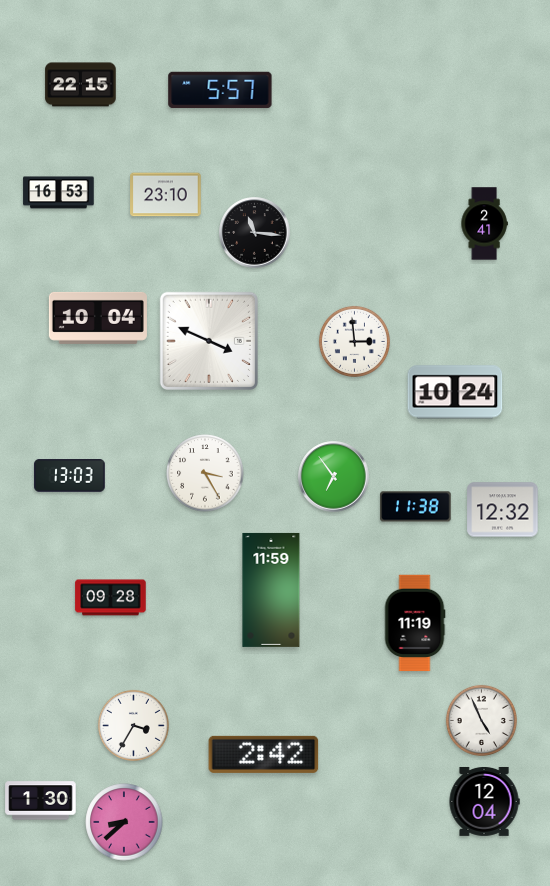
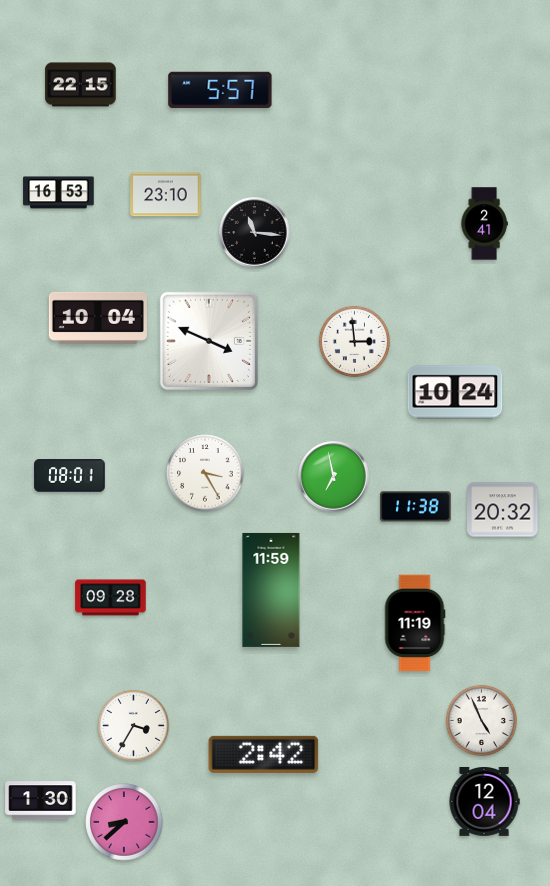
clock at (70, 476): 13:03 -> 08:01
clock at (334, 477): 6:54 -> 6:58
clock at (503, 510): 12:32 -> 20:32
